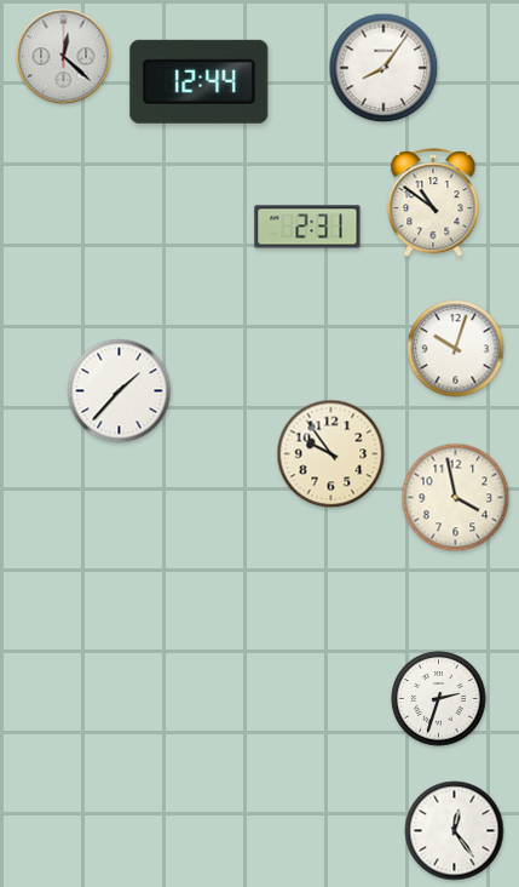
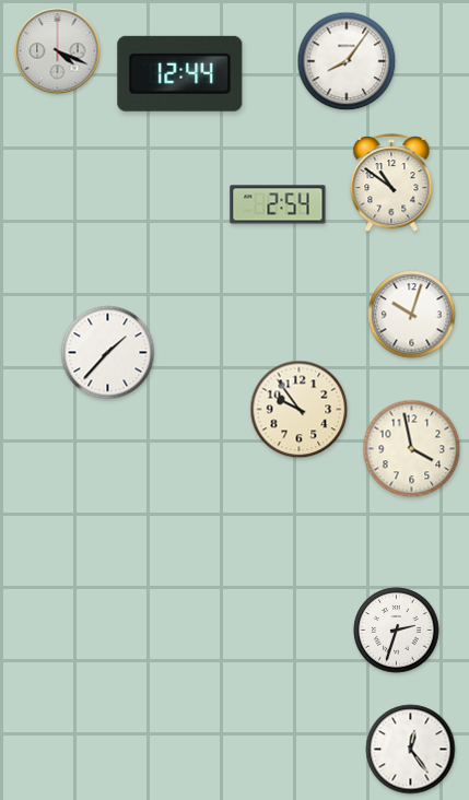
clock at (64, 57): 12:22 -> 4:19
clock at (307, 227): 2:31 -> 2:54
